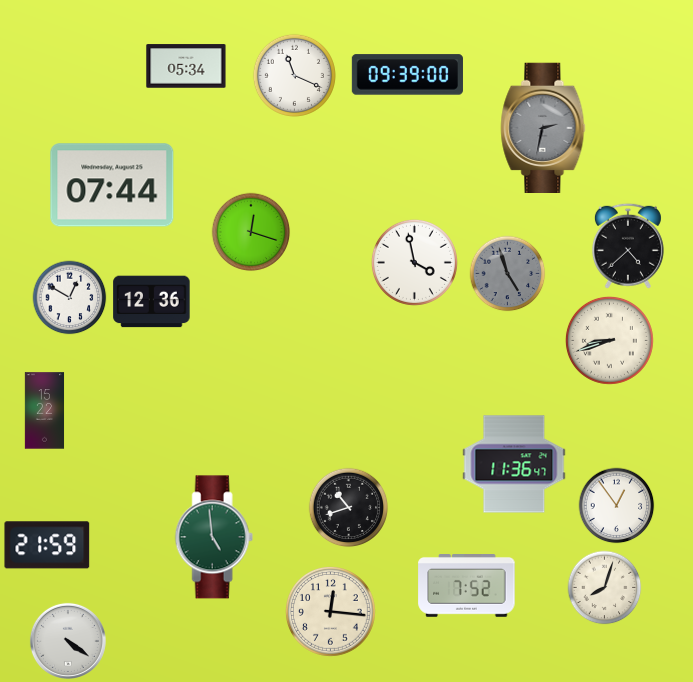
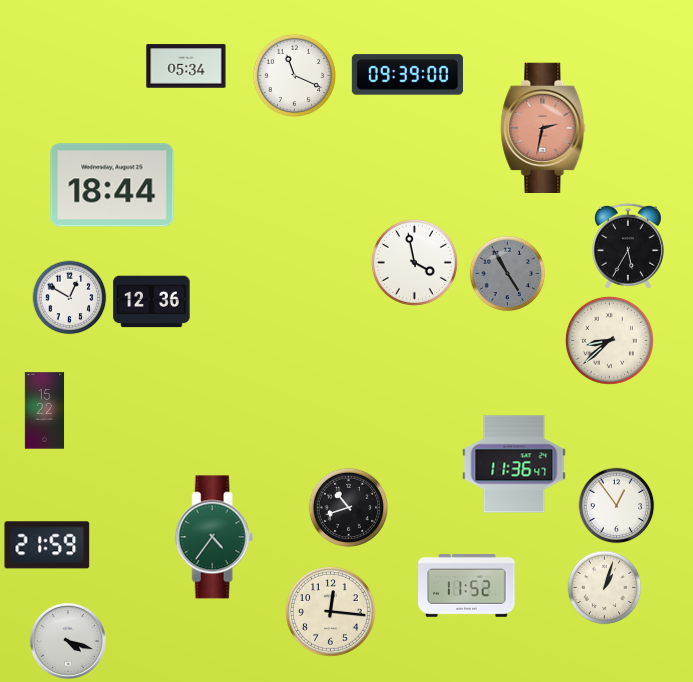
clock at (543, 127) dial: grey -> salmon
clock at (112, 185): 07:44 -> 18:44
clock at (251, 232): 12:18 -> none
clock at (628, 246): 4:38 -> 5:35
clock at (508, 274): 4:57 -> 4:55
clock at (609, 340): 8:42 -> 8:38
clock at (214, 537): 4:59 -> 4:36
clock at (467, 586): 7:52 -> 11:52
clock at (605, 588): 8:03 -> 1:03
clock at (68, 641): 4:21 -> 4:18
